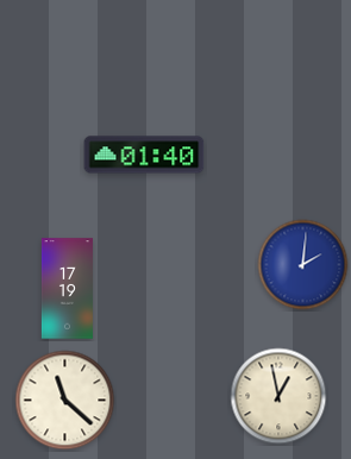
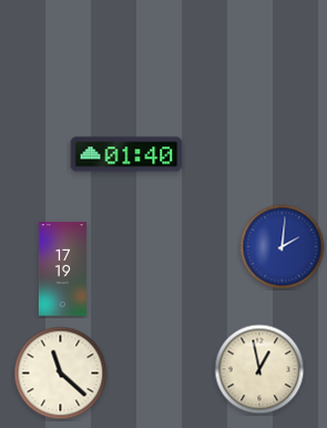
clock at (144, 155) position: (144, 155) -> (126, 154)
